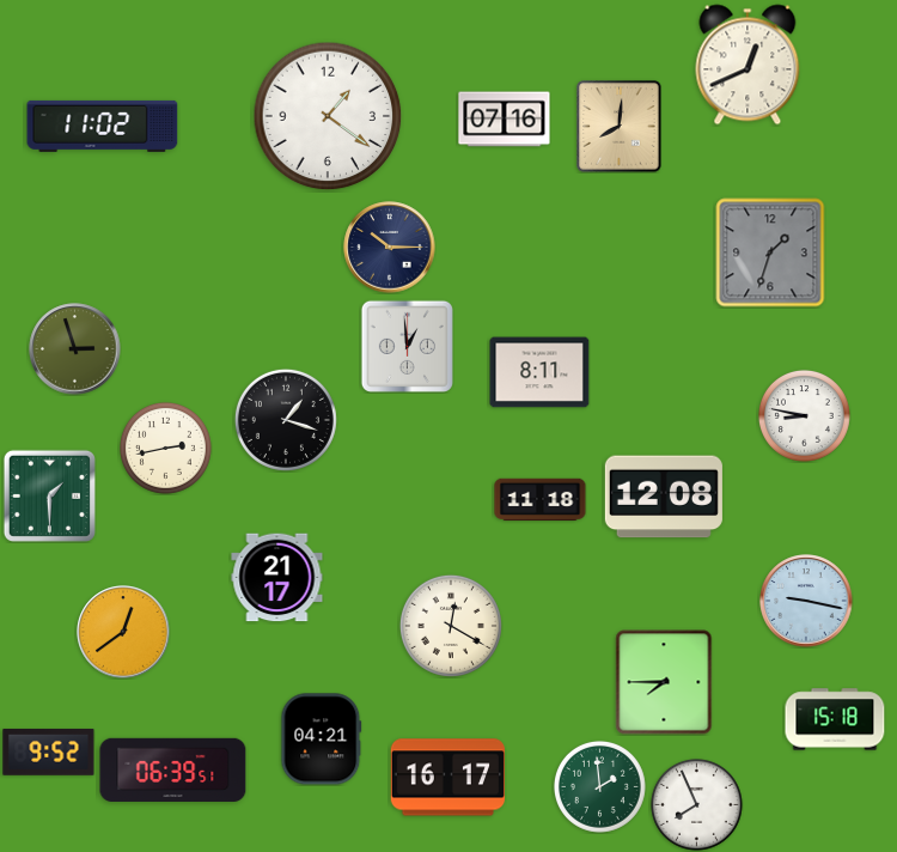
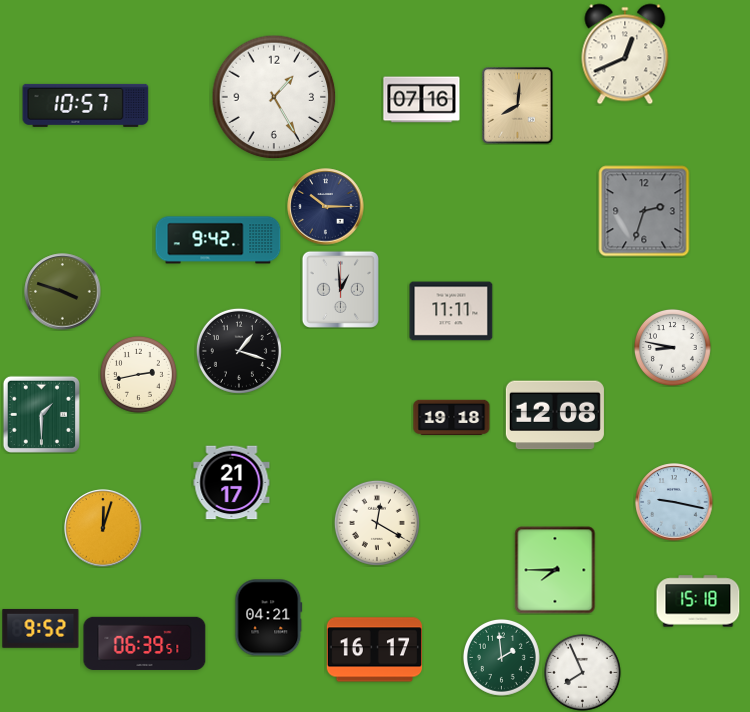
clock at (328, 116): 1:21 -> 1:25
clock at (103, 126): 11:02 -> 10:57
clock at (770, 252): 1:33 -> 2:33
clock at (218, 240): none -> 9:42
clock at (75, 349): 2:57 -> 3:48
clock at (539, 372): 8:11 -> 11:11
clock at (541, 500): 11:18 -> 19:18
clock at (123, 632): 12:39 -> 12:03
